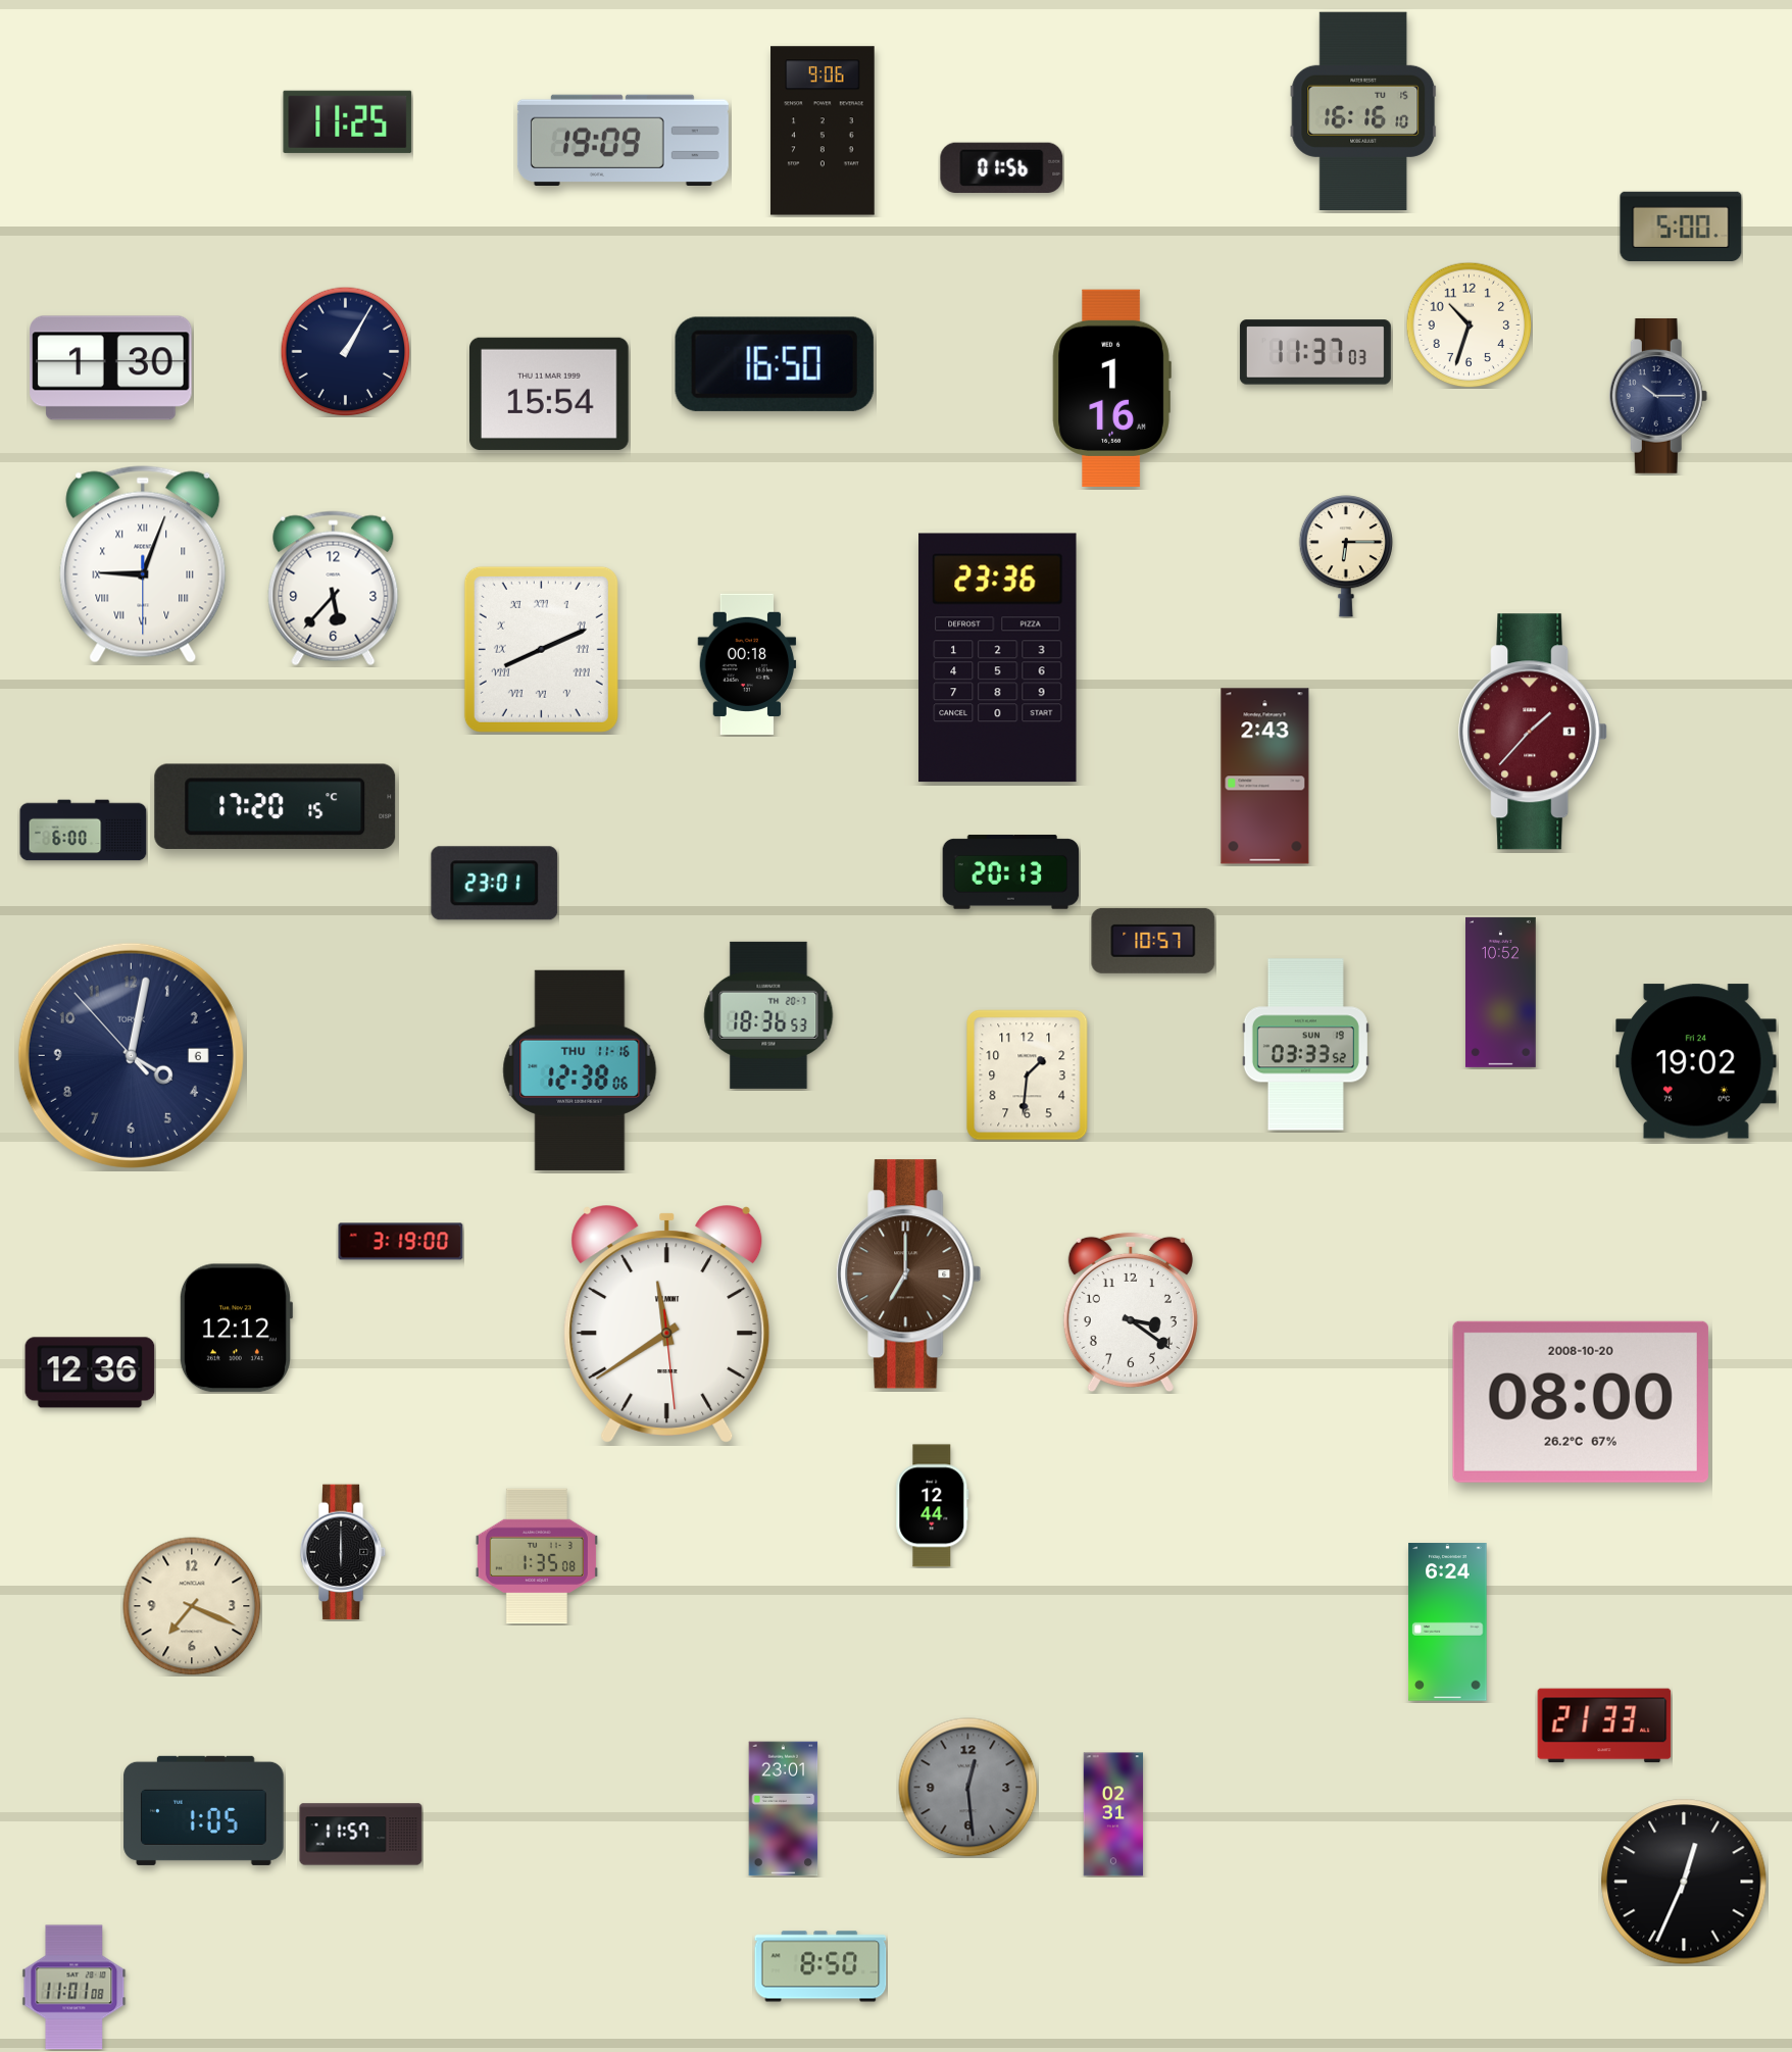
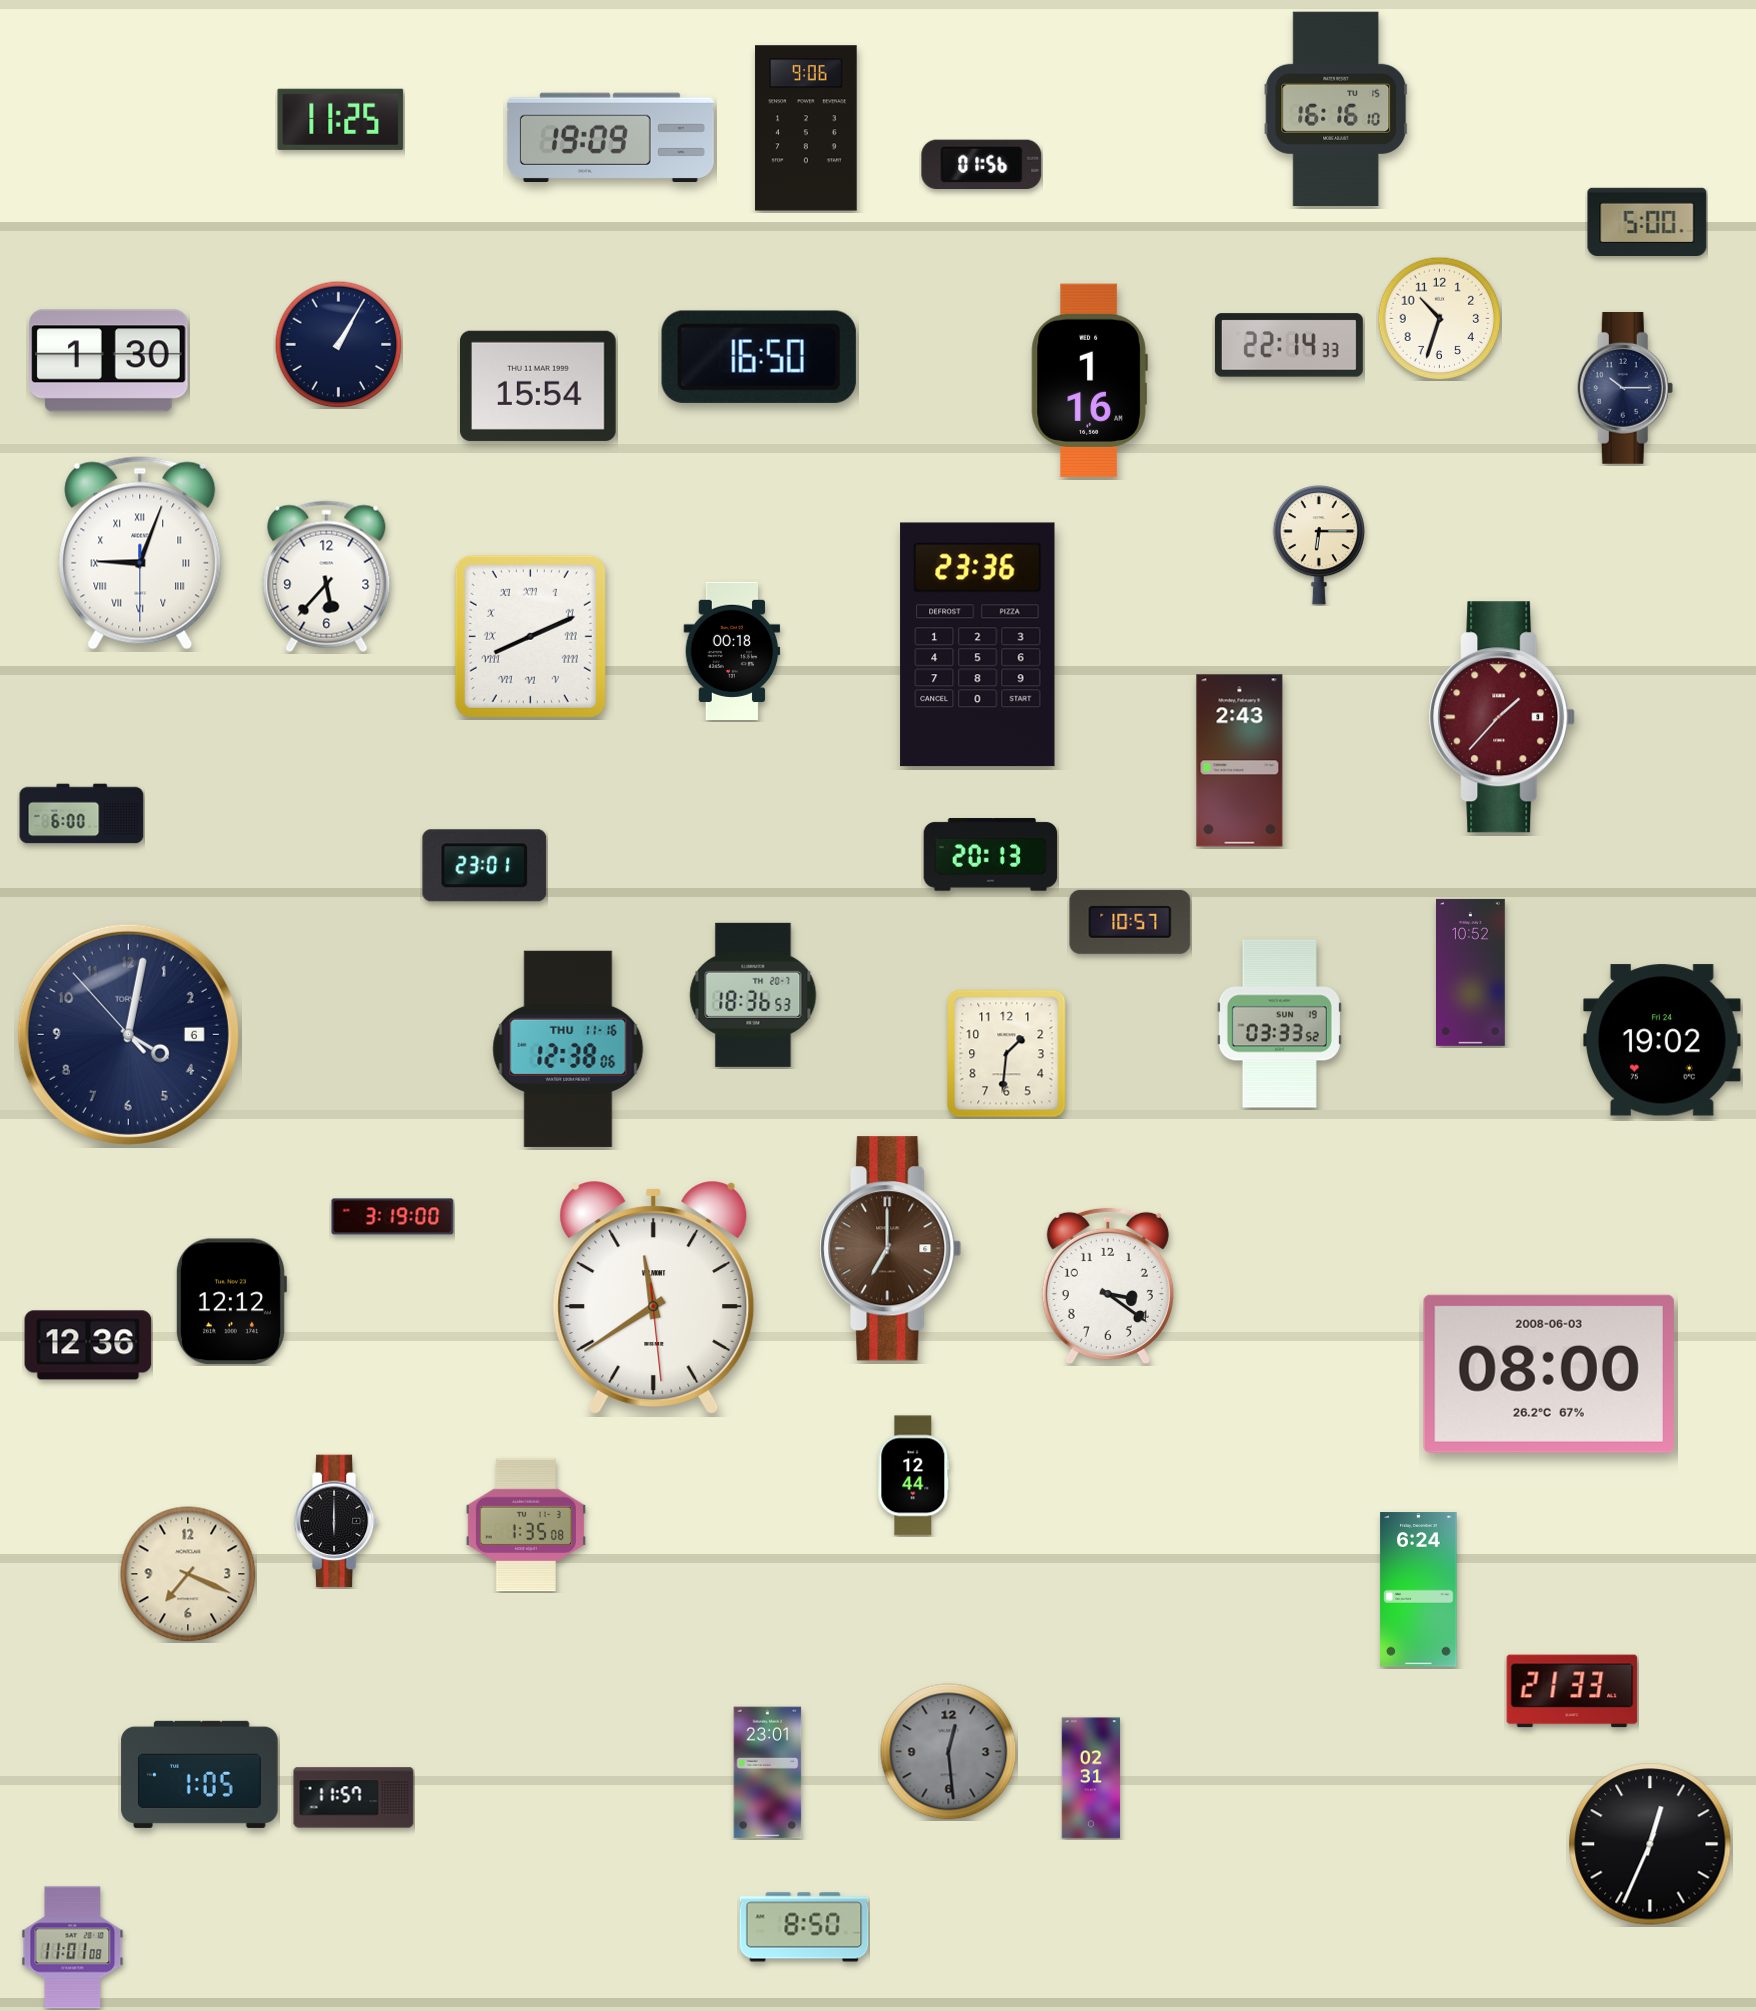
clock at (1315, 352): 11:37 -> 22:14
clock at (276, 806): 17:20 -> none
clock at (1581, 1402) date: 2008-10-20 -> 2008-06-03
